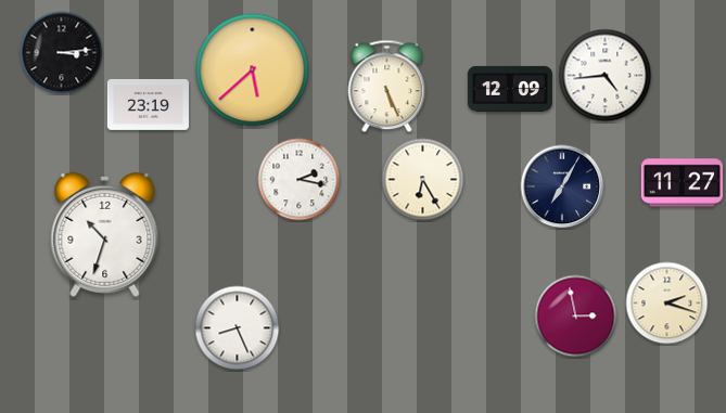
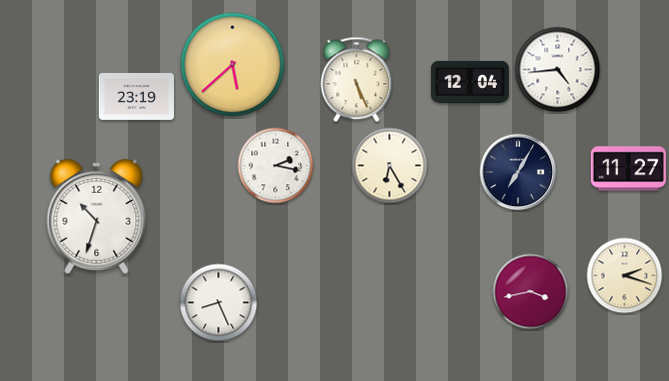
clock at (62, 53): 3:14 -> none
clock at (510, 89): 12:09 -> 12:04
clock at (667, 304) position: (667, 304) -> (625, 276)
clock at (576, 317): 2:58 -> 3:43
